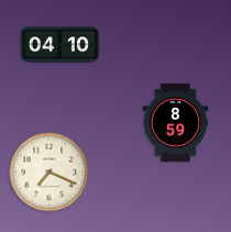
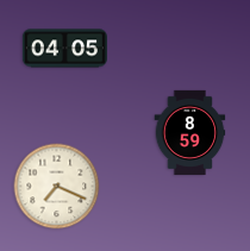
clock at (59, 45): 04:10 -> 04:05
clock at (50, 173) position: (50, 173) -> (57, 187)
